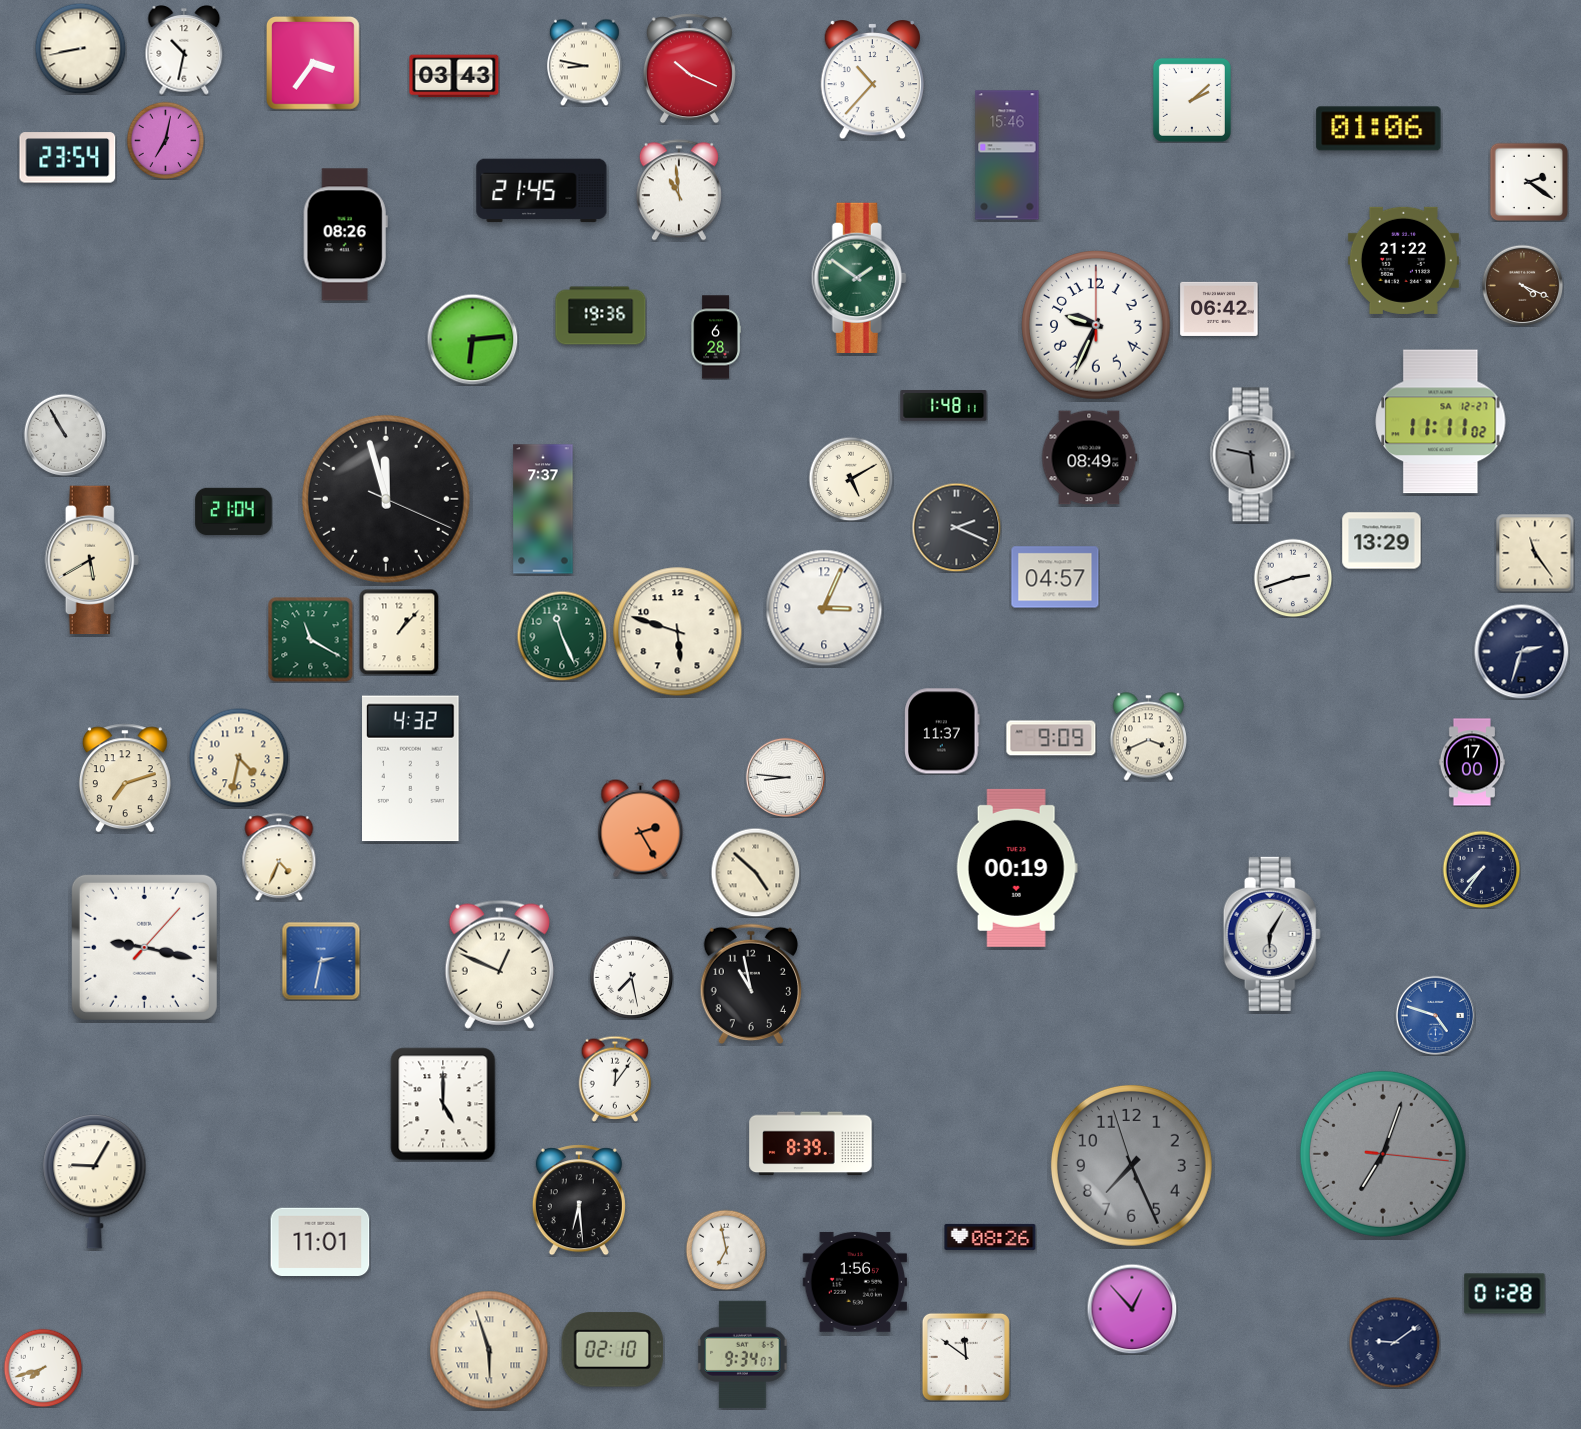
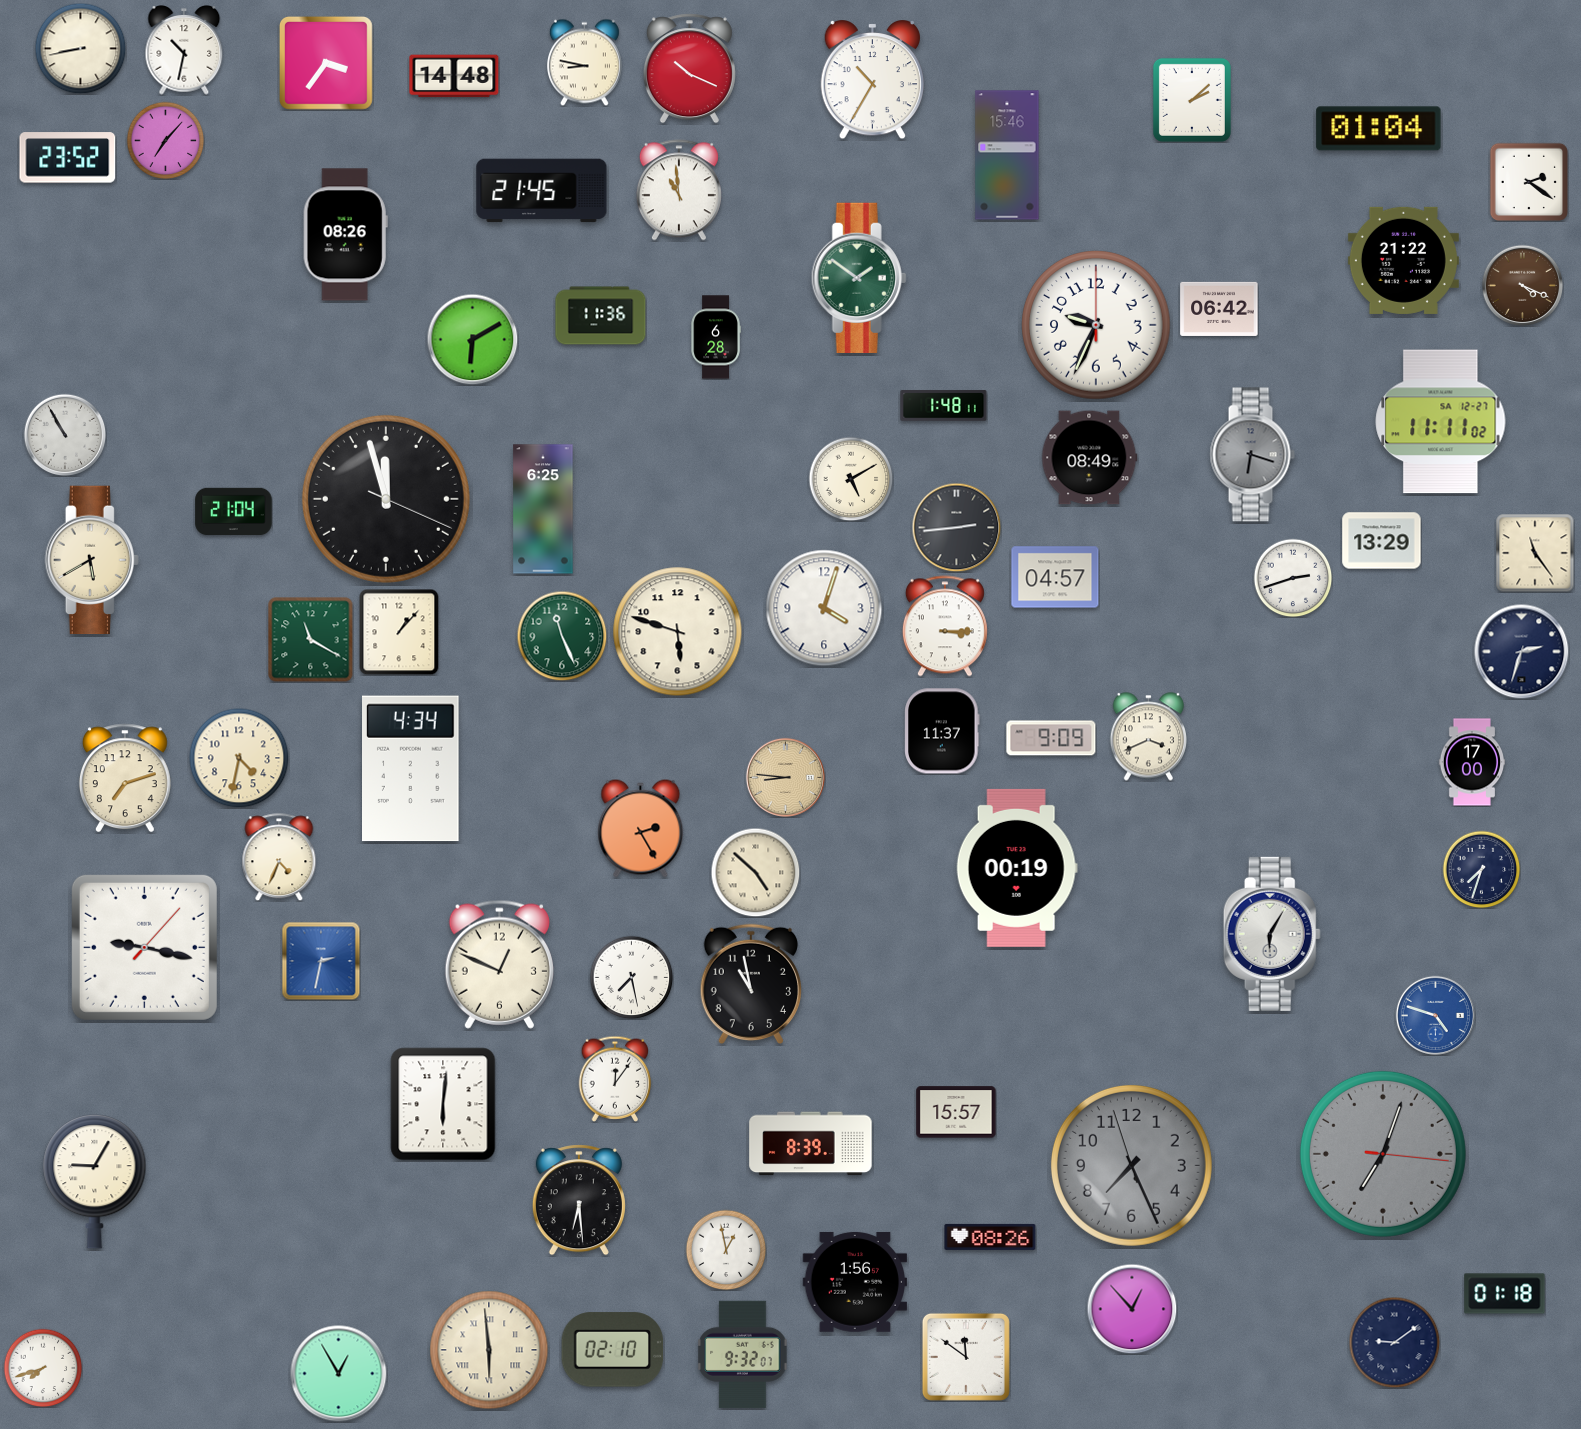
clock at (313, 63) position: (313, 63) -> (326, 63)
clock at (454, 76): 03:43 -> 14:48
clock at (872, 81): 10:37 -> 10:35
clock at (1379, 129): 01:06 -> 01:04
clock at (165, 140): 7:02 -> 7:07
clock at (68, 158): 23:54 -> 23:52
clock at (601, 316): 19:36 -> 11:36
clock at (472, 339): 6:14 -> 6:10
clock at (1252, 455): 5:47 -> 6:18
clock at (543, 509): 7:37 -> 6:25
clock at (956, 527): 2:19 -> 2:44
clock at (824, 608): 3:04 -> 4:03
clock at (945, 626): none -> 3:15
clock at (411, 769): 4:32 -> 4:34
clock at (785, 777) dial: white -> champagne
clock at (1481, 869): 7:36 -> 7:33
clock at (443, 1104): 5:00 -> 6:01
clock at (956, 1112): none -> 15:57
clock at (320, 1241): 11:01 -> none
clock at (726, 1250): 6:58 -> 12:58
clock at (1505, 1294): 01:28 -> 01:18
clock at (489, 1350): 5:57 -> 5:59
clock at (743, 1354): 9:34 -> 9:32
clock at (339, 1374): none -> 12:55
